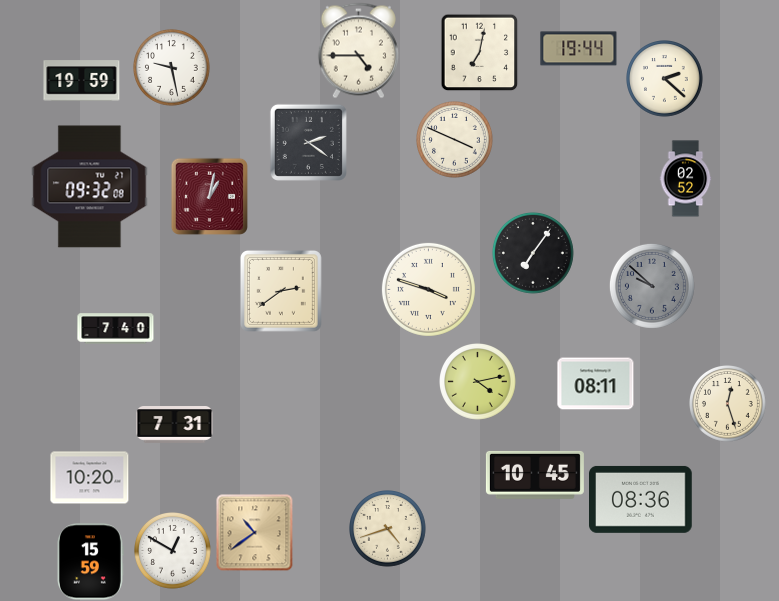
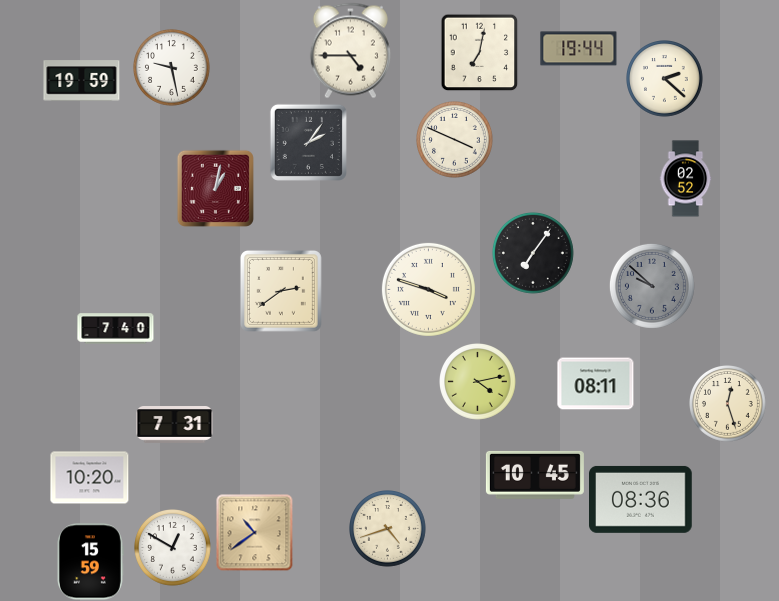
clock at (358, 51) position: (358, 51) -> (350, 51)
clock at (308, 142): 2:21 -> 2:06
clock at (90, 187): 09:32 -> none
clock at (209, 196) position: (209, 196) -> (215, 188)
clock at (173, 551) position: (173, 551) -> (173, 548)
